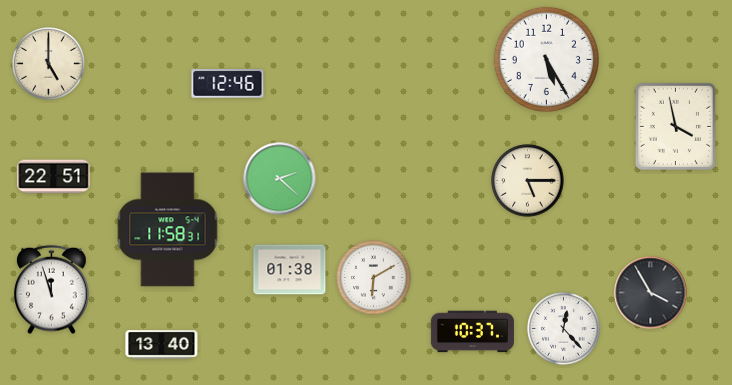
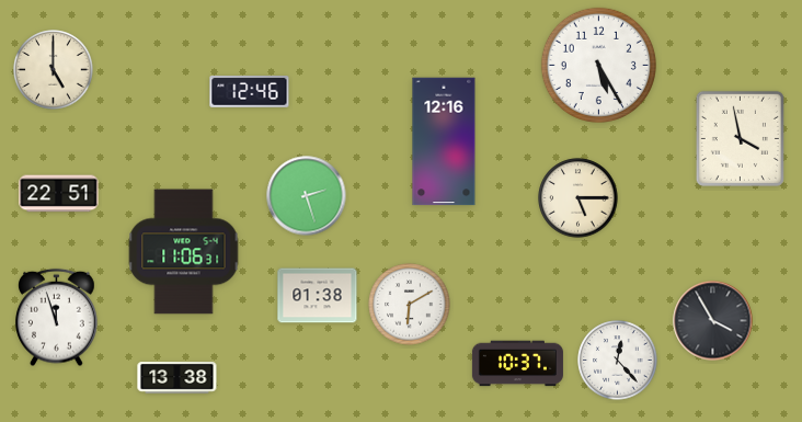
clock at (444, 141): none -> 12:16
clock at (280, 179): 2:22 -> 2:27
clock at (168, 230): 11:58 -> 11:06
clock at (162, 345): 13:40 -> 13:38
